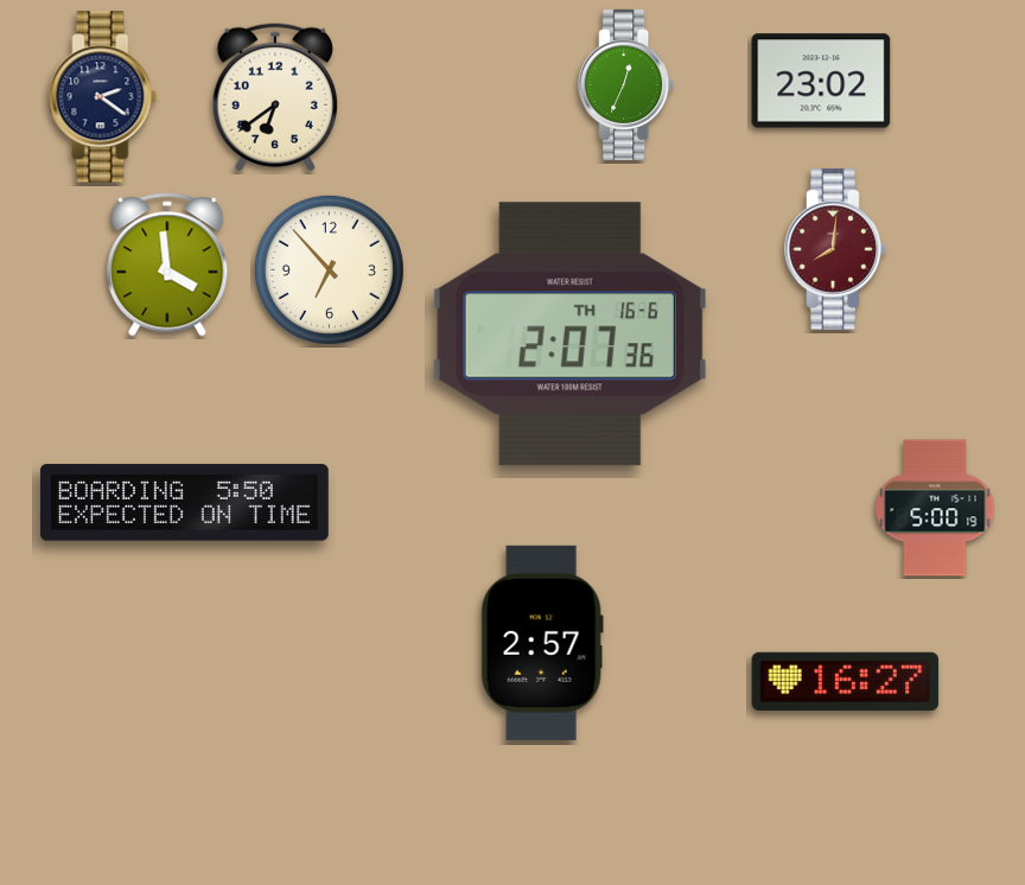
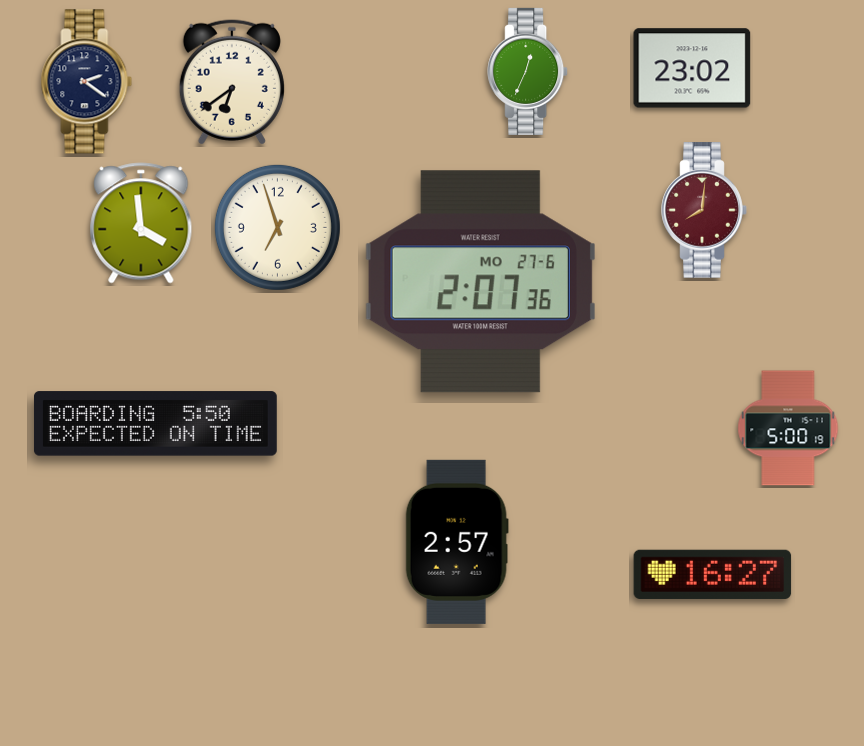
clock at (329, 269): 6:53 -> 6:57
clock at (569, 335) date: TH 16-6 -> MO 27-6
